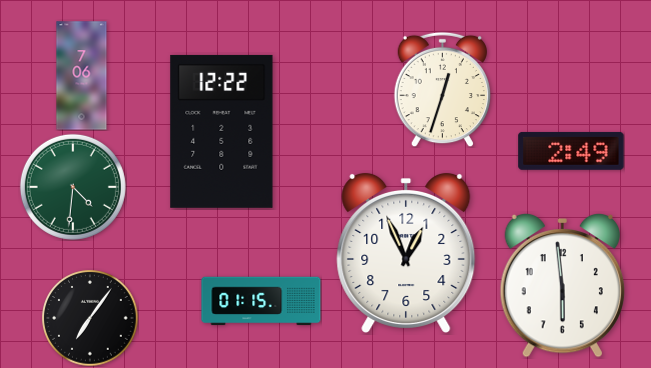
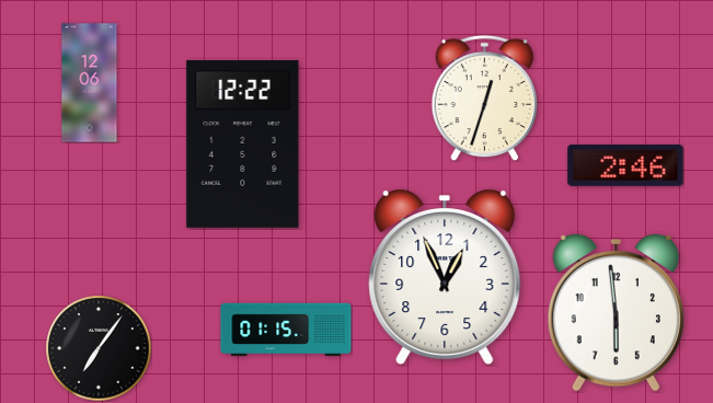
clock at (82, 76): 7:06 -> 12:06
clock at (571, 151): 2:49 -> 2:46
clock at (73, 187): 4:31 -> none
